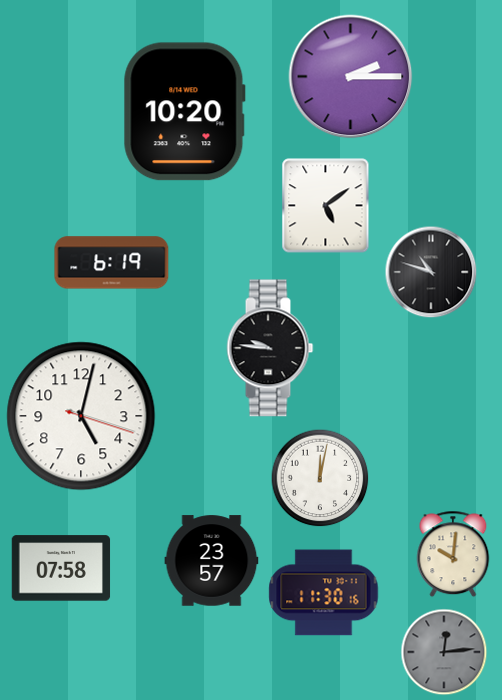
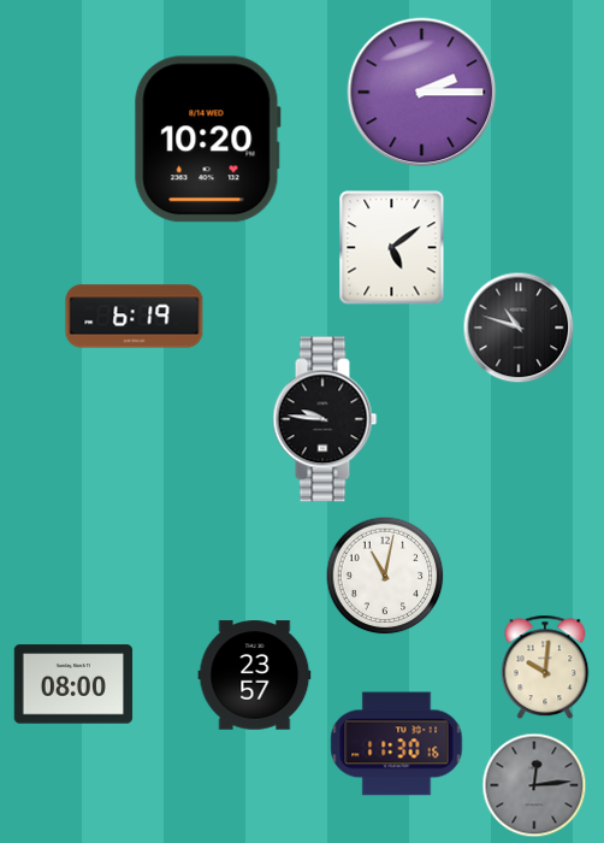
clock at (184, 112) position: (184, 112) -> (207, 140)
clock at (81, 416): 5:02 -> none
clock at (320, 478): 12:02 -> 11:02
clock at (61, 568): 07:58 -> 08:00
clock at (324, 593) position: (324, 593) -> (397, 744)
